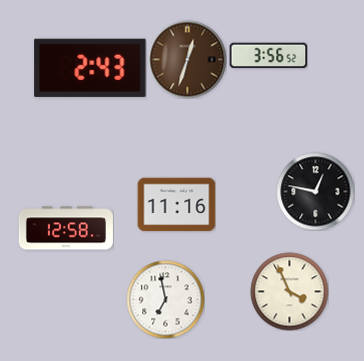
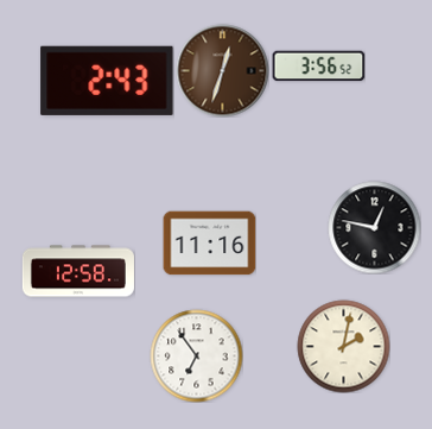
clock at (289, 291): 3:56 -> 2:02
clock at (165, 299): 6:58 -> 6:54
